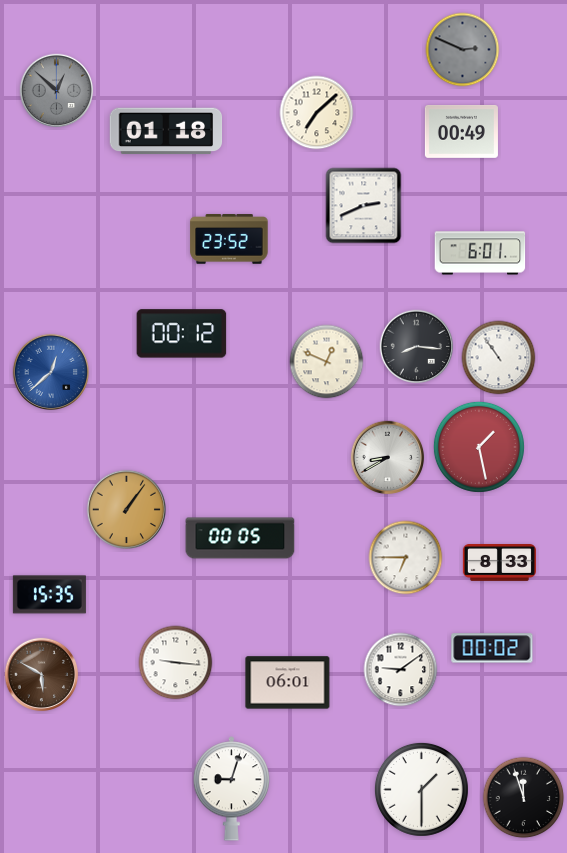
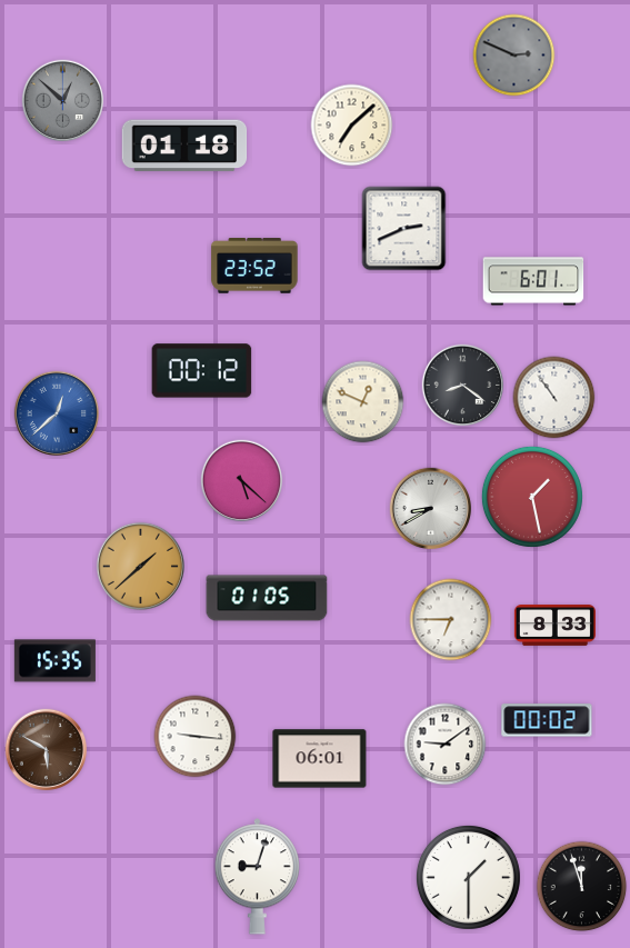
clock at (461, 131): 00:49 -> none
clock at (417, 347): 8:16 -> 8:21
clock at (242, 481): none -> 5:22
clock at (126, 509): 1:06 -> 1:38
clock at (240, 538): 00:05 -> 01:05
